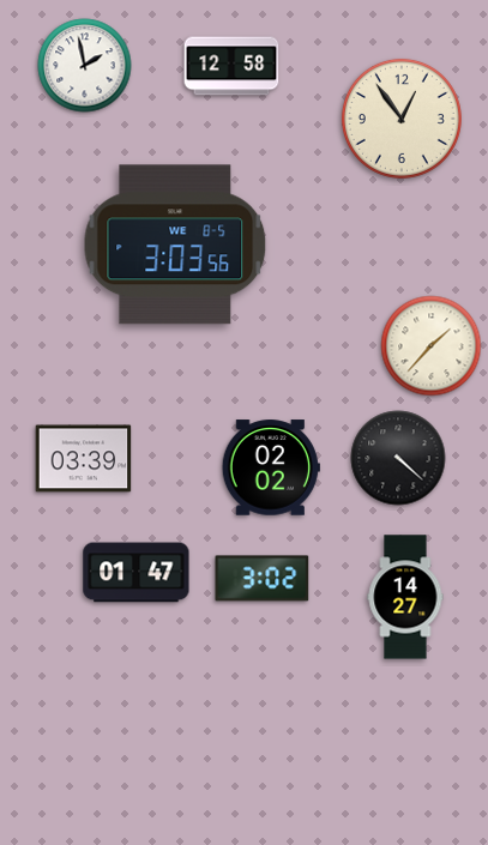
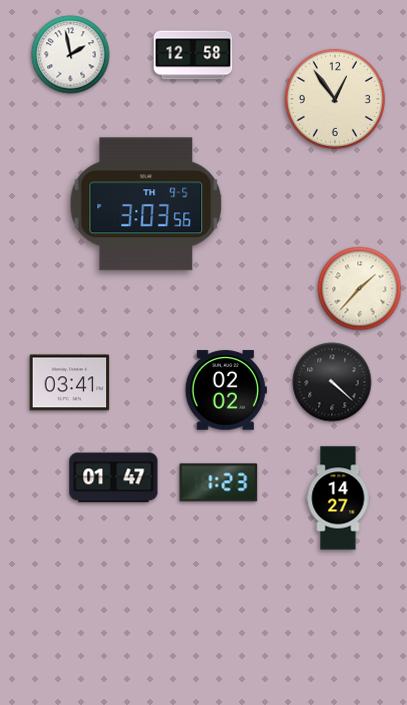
clock at (175, 245) date: WE 8-5 -> TH 9-5
clock at (84, 459): 03:39 -> 03:41
clock at (263, 579): 3:02 -> 1:23
